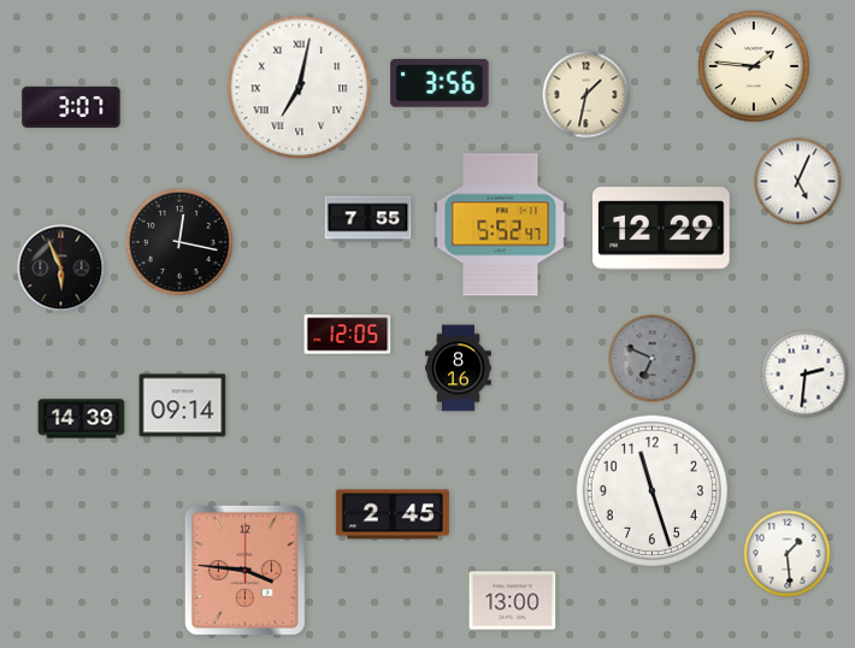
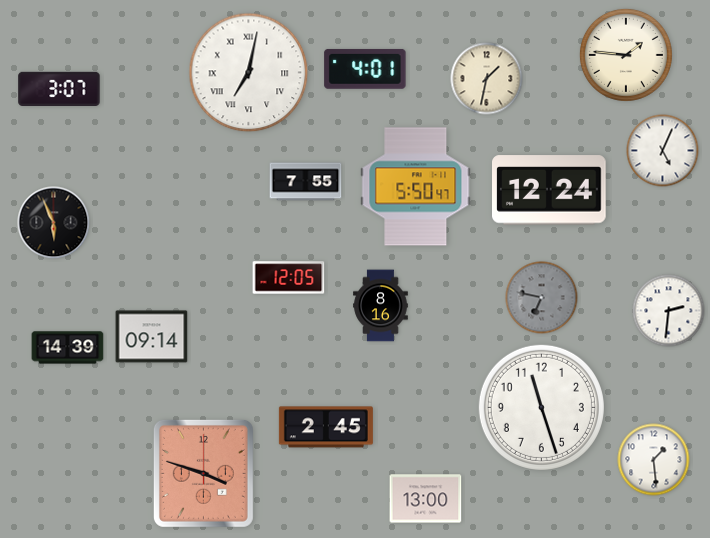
clock at (440, 83): 3:56 -> 4:01
clock at (501, 225): 5:52 -> 5:50
clock at (662, 229): 12:29 -> 12:24
clock at (179, 242): 12:17 -> none
clock at (61, 269) position: (61, 269) -> (54, 223)
clock at (653, 359): 6:49 -> 6:47
clock at (244, 570): 3:46 -> 3:48
